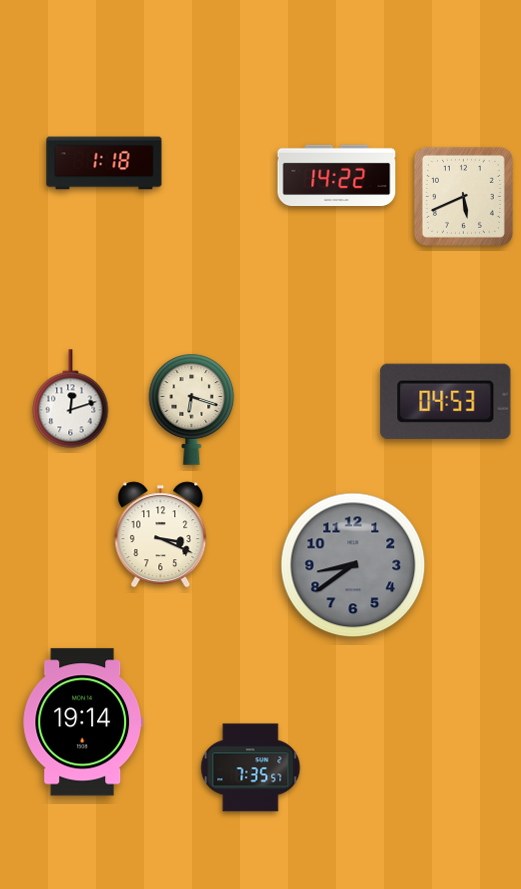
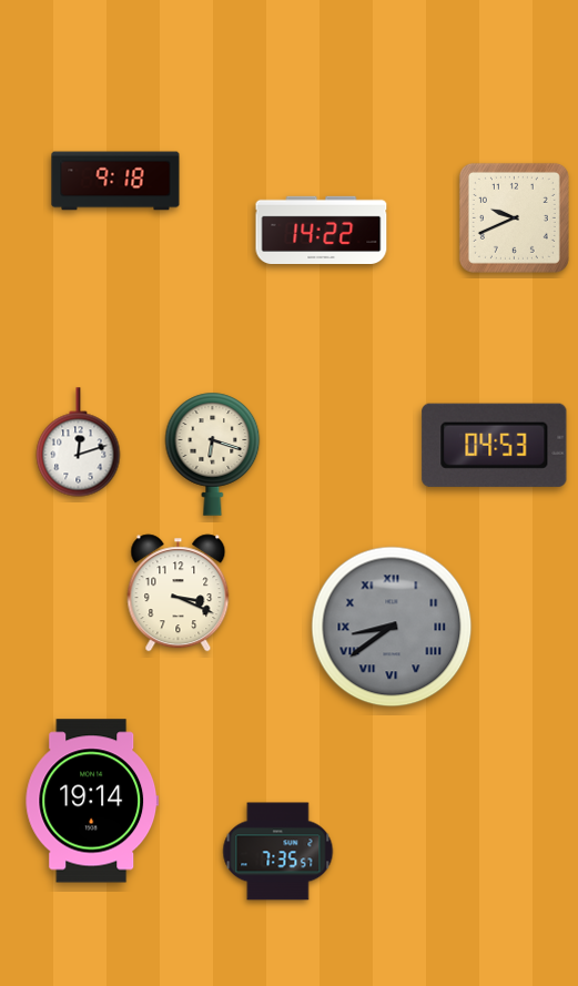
clock at (104, 163): 1:18 -> 9:18
clock at (337, 175) position: (337, 175) -> (322, 230)
clock at (463, 196): 5:41 -> 9:41
clock at (353, 565) numerals: Arabic -> Roman
